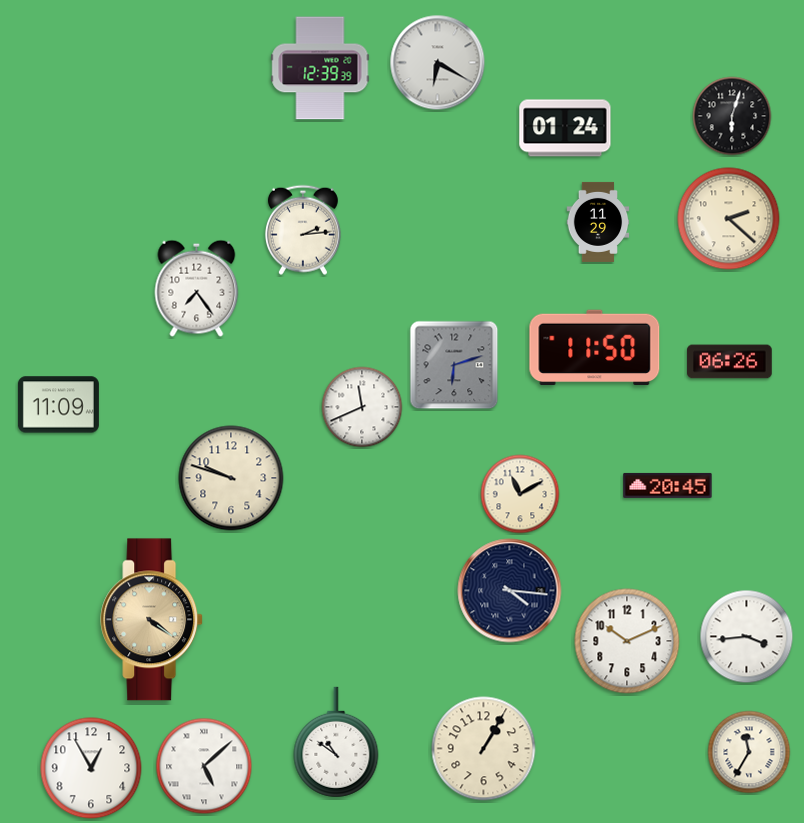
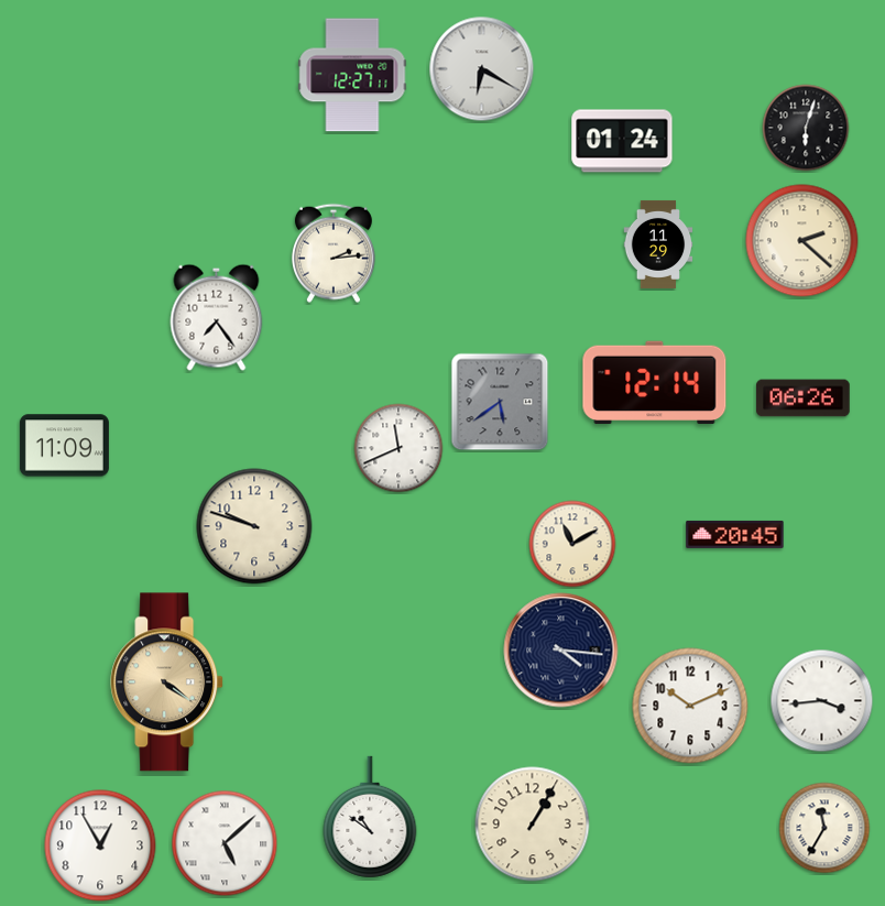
clock at (320, 68): 12:39 -> 12:27
clock at (595, 348): 11:50 -> 12:14
clock at (454, 365): 6:12 -> 5:39
